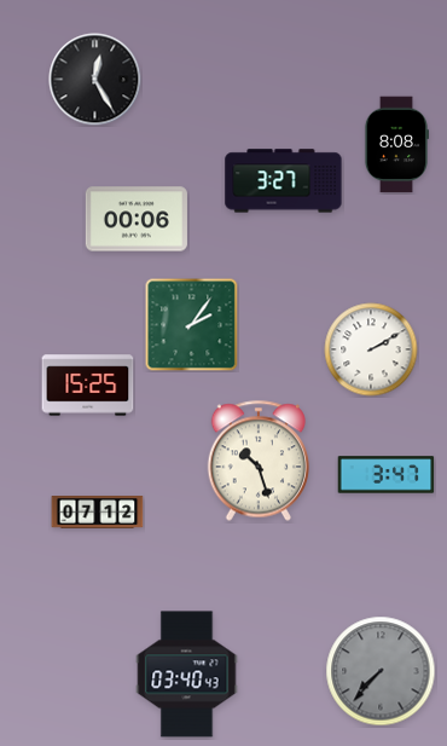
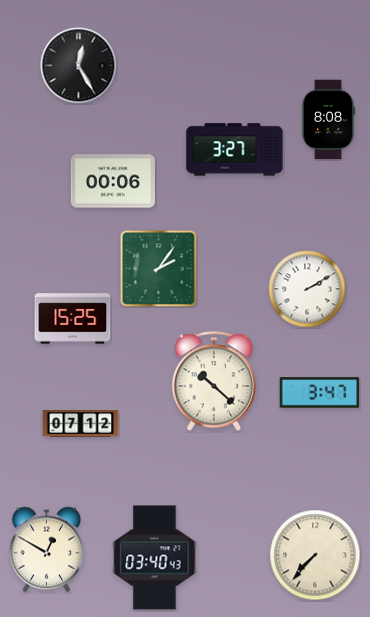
clock at (257, 461): 10:27 -> 10:22
clock at (47, 550): none -> 12:50
clock at (381, 671) dial: grey -> cream
